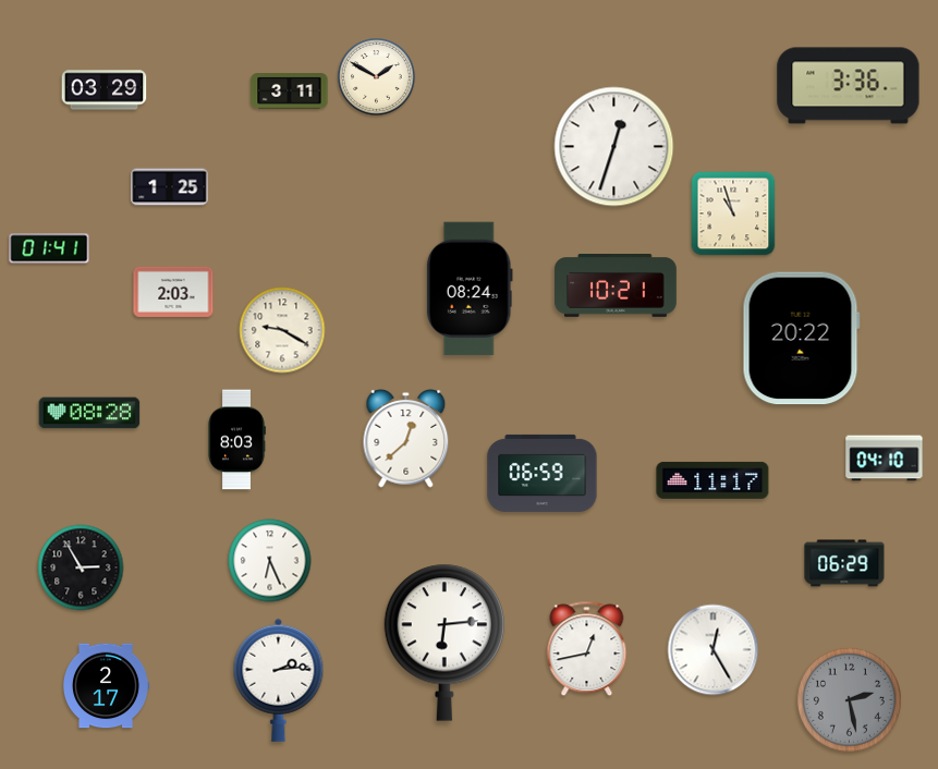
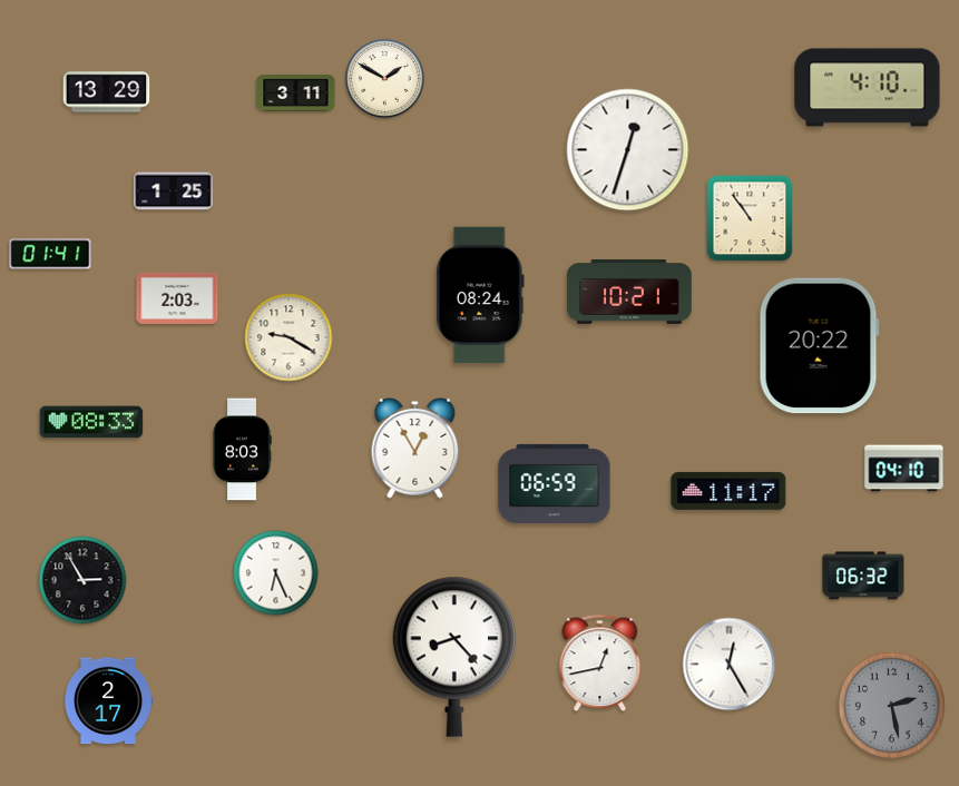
clock at (849, 86): 3:36 -> 4:10
clock at (105, 90): 03:29 -> 13:29
clock at (733, 213): 10:57 -> 10:54
clock at (89, 413): 08:28 -> 08:33
clock at (406, 438): 12:38 -> 12:55
clock at (844, 563): 06:29 -> 06:32
clock at (443, 643): 6:14 -> 8:23
clock at (279, 680): 2:14 -> none
clock at (849, 699) position: (849, 699) -> (891, 705)
